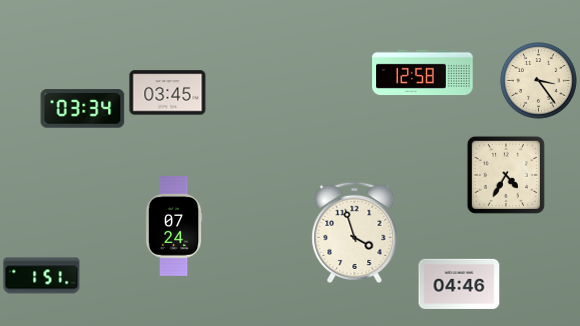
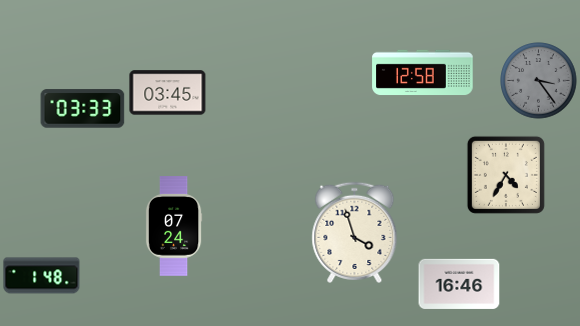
clock at (539, 81) dial: cream -> grey
clock at (83, 109): 03:34 -> 03:33
clock at (42, 276): 1:51 -> 1:48
clock at (459, 284): 04:46 -> 16:46
